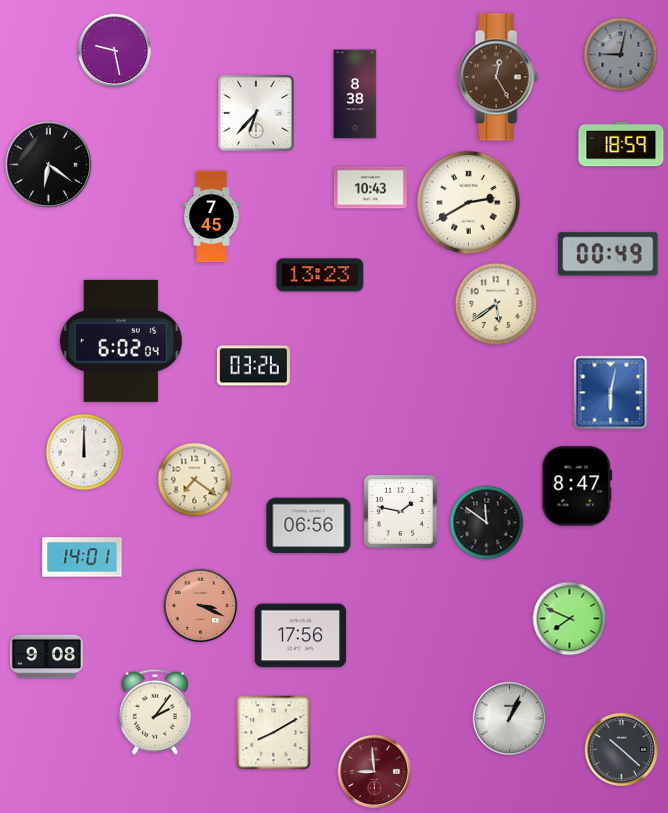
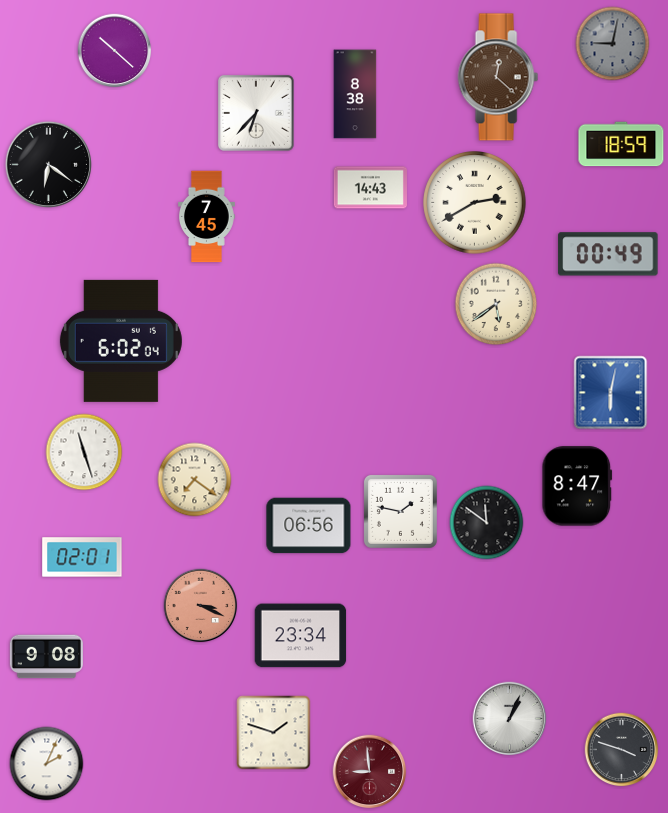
clock at (115, 51): 9:28 -> 10:22
clock at (621, 55) position: (621, 55) -> (613, 44)
clock at (498, 77): 12:25 -> 12:22
clock at (370, 188): 10:43 -> 14:43
clock at (469, 203) position: (469, 203) -> (475, 203)
clock at (212, 217) position: (212, 217) -> (207, 217)
clock at (320, 275): 13:23 -> none
clock at (253, 366): 03:26 -> none
clock at (84, 452): 12:00 -> 11:27
clock at (82, 557): 14:01 -> 02:01
clock at (570, 619): 7:49 -> none
clock at (301, 636): 17:56 -> 23:34
clock at (155, 712): 2:06 -> none
clock at (274, 733): 8:10 -> 1:48
clock at (622, 750): 10:22 -> 3:48
clock at (47, 764): none -> 2:04
clock at (375, 772) position: (375, 772) -> (370, 772)
